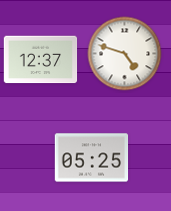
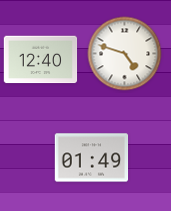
clock at (41, 60): 12:37 -> 12:40
clock at (92, 158): 05:25 -> 01:49
